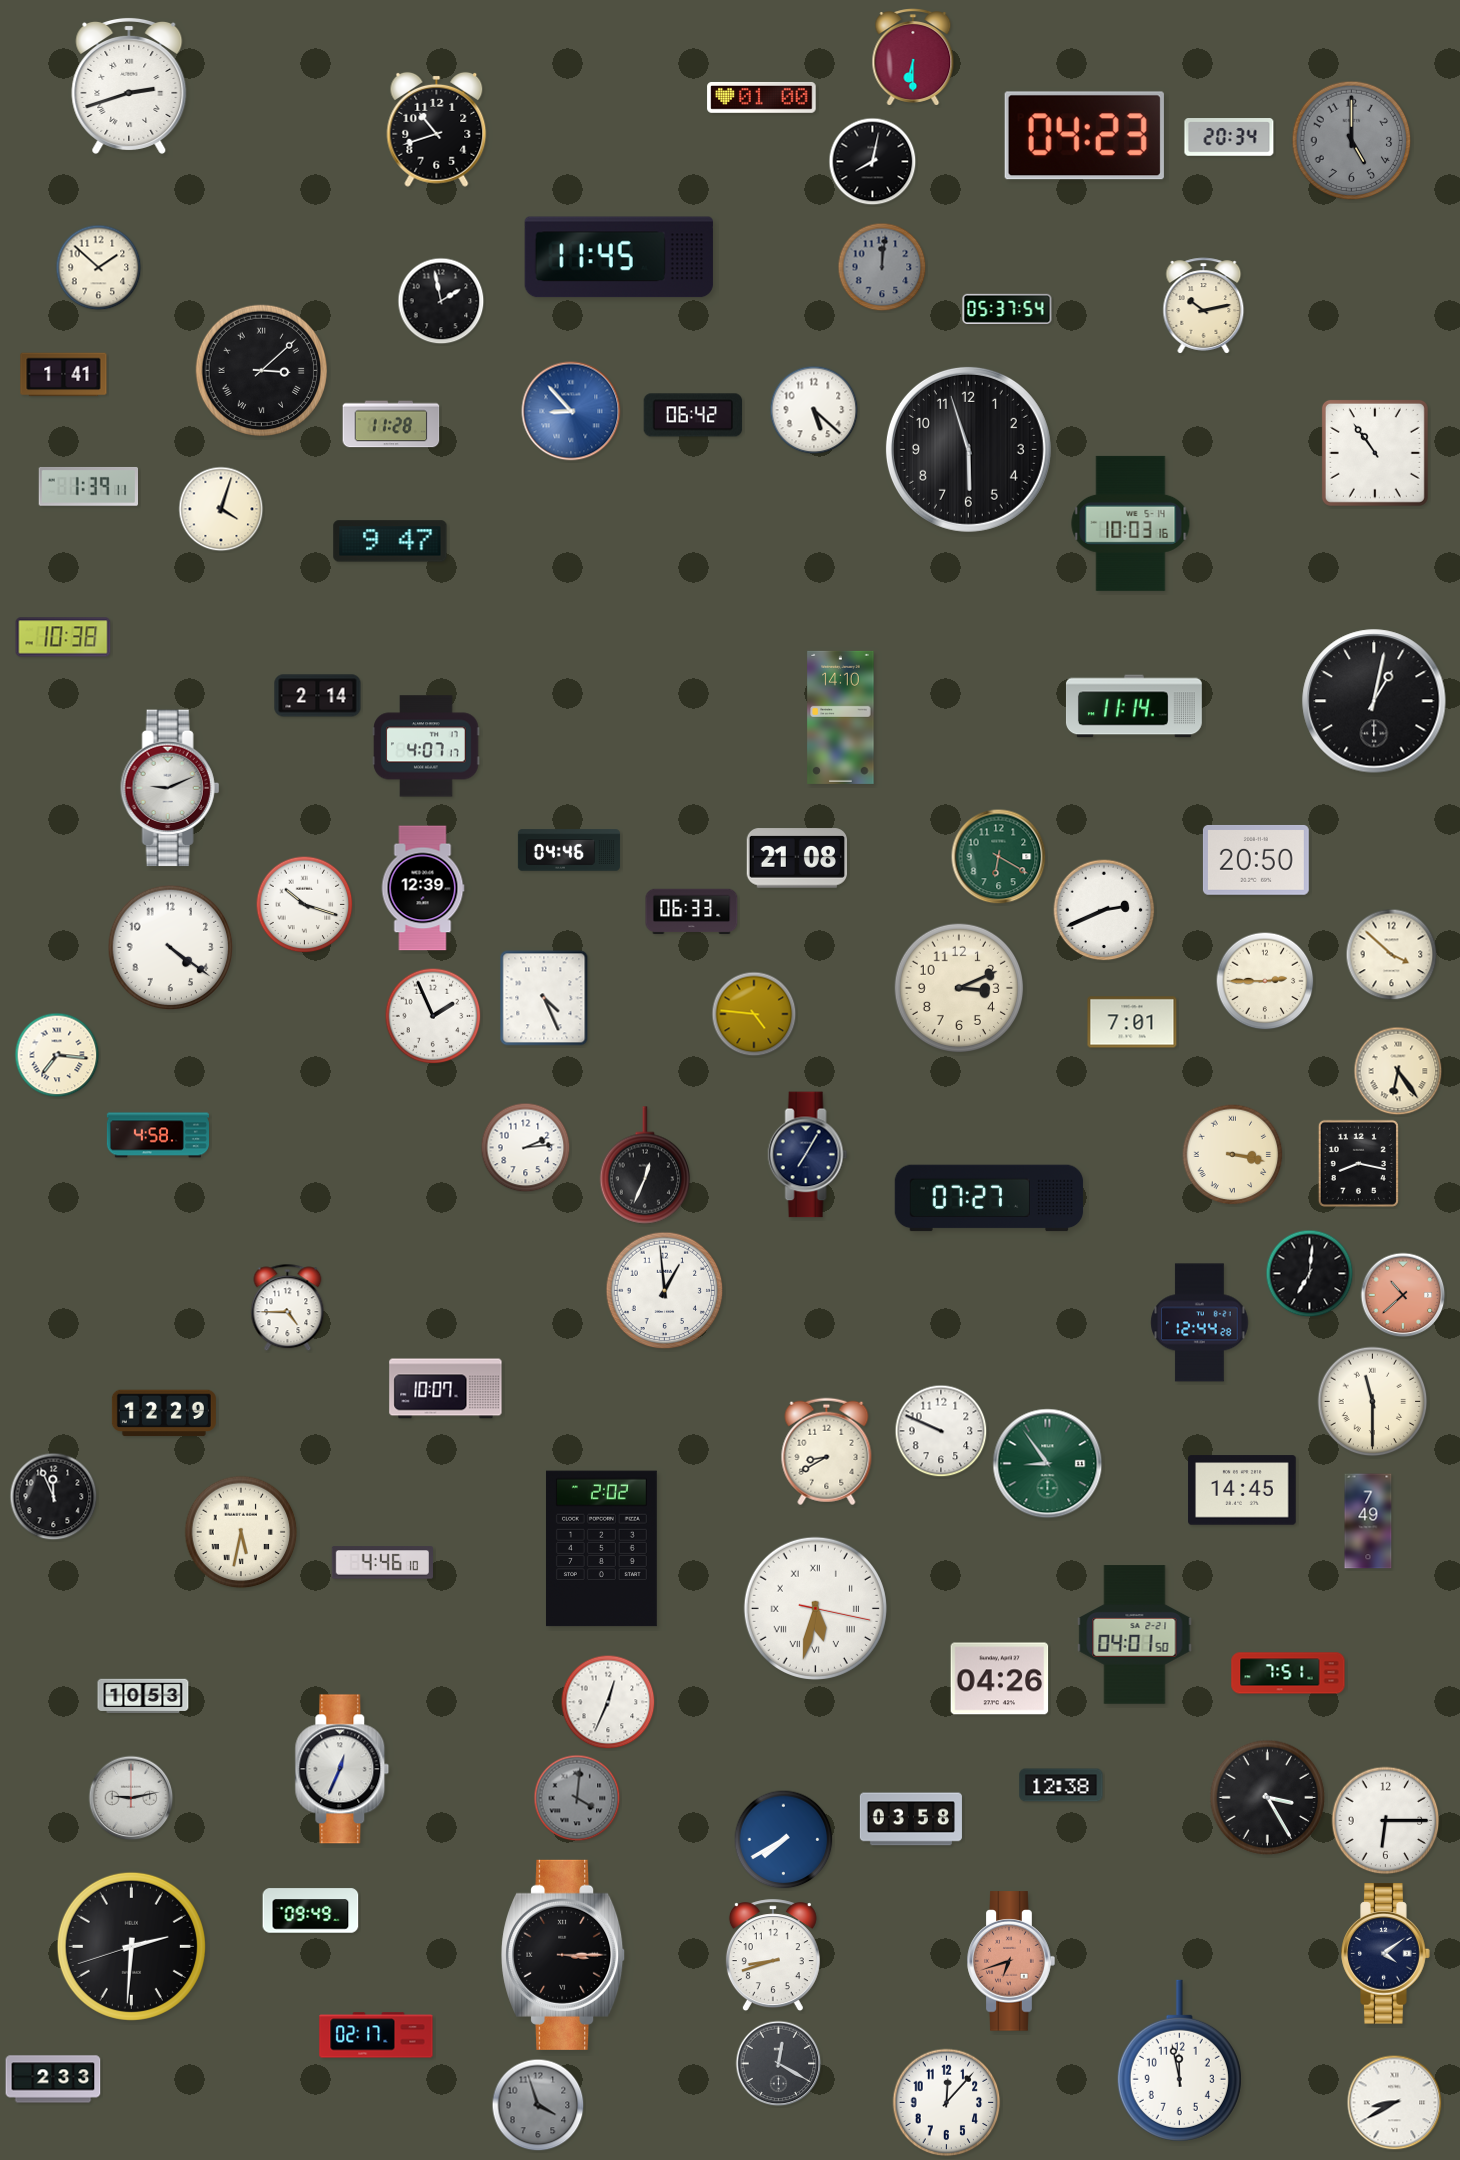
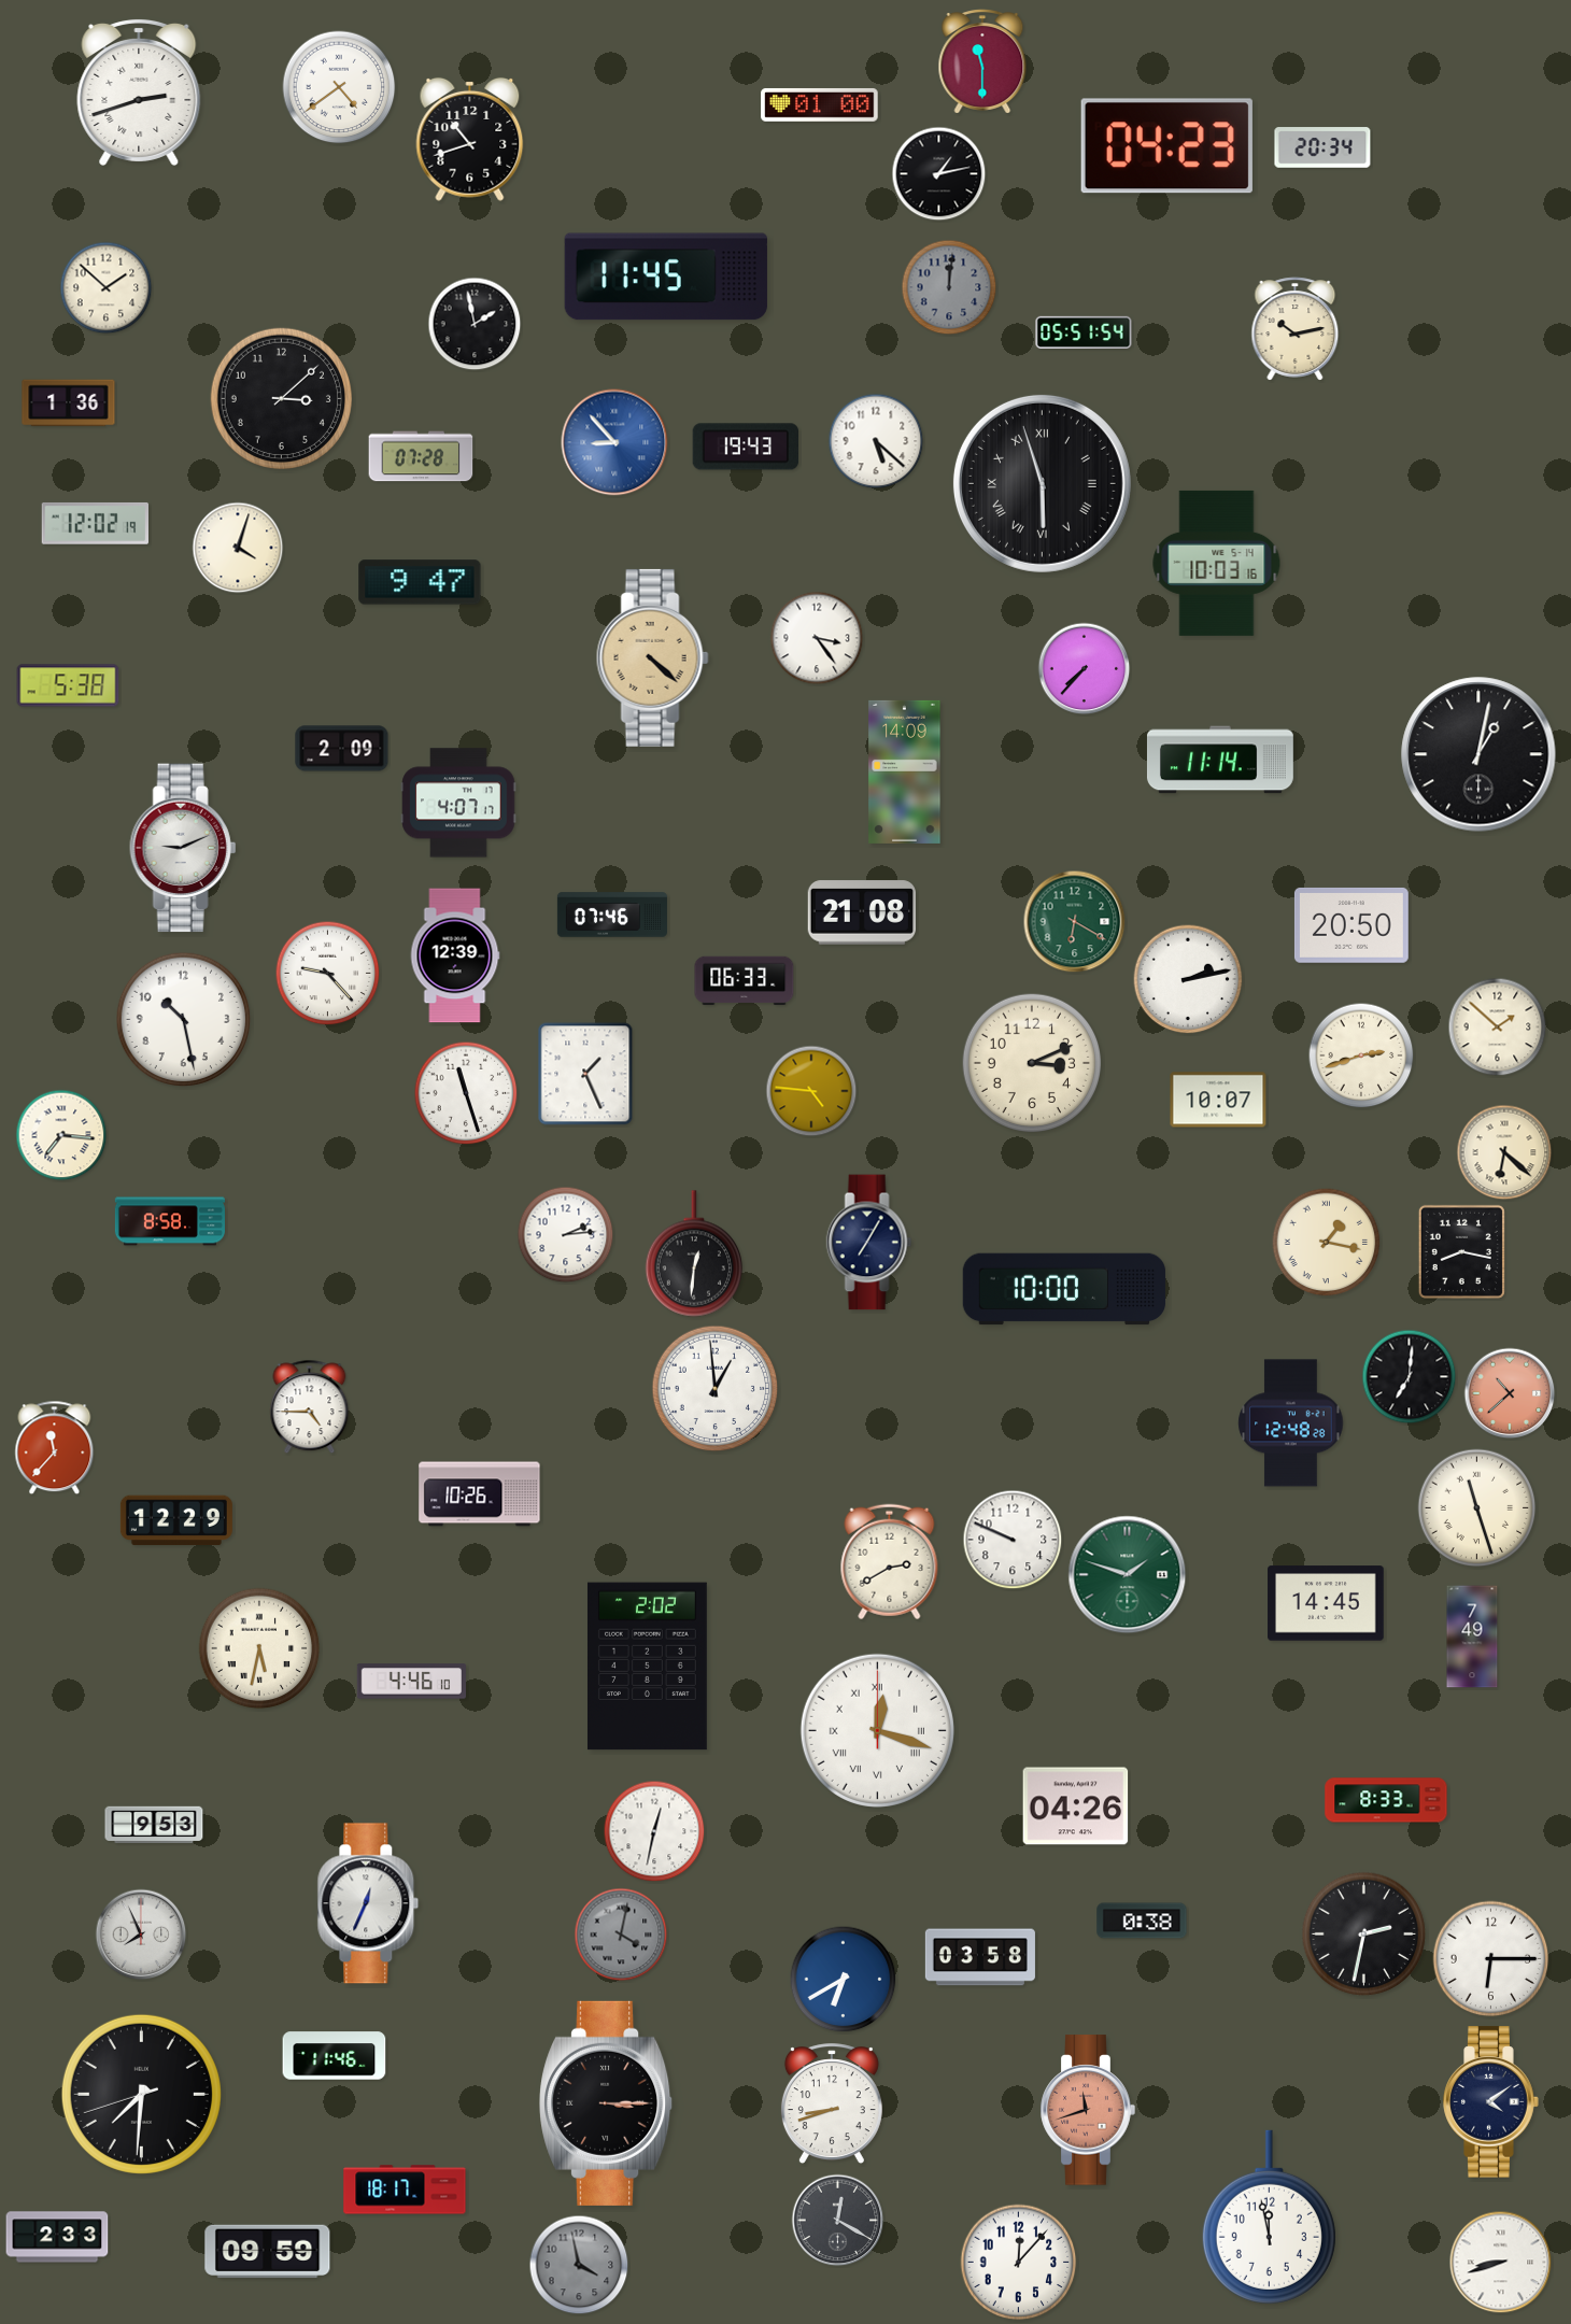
clock at (913, 57): 6:30 -> 11:30
clock at (339, 87): none -> 4:39
clock at (1352, 141): 5:00 -> none
clock at (873, 162): 8:02 -> 1:13
clock at (1007, 308): 05:37 -> 05:51
clock at (261, 370) numerals: Roman -> Arabic
clock at (64, 375): 1:41 -> 1:36
clock at (693, 415): 06:42 -> 19:43
clock at (391, 424): 11:28 -> 07:28
clock at (968, 449) numerals: Arabic -> Roman
clock at (1375, 453): 10:54 -> none
clock at (88, 486): 1:39 -> 12:02
clock at (817, 638): none -> 3:24
clock at (652, 657): none -> 4:22
clock at (1085, 669): none -> 7:37
clock at (63, 637): 10:38 -> 5:38
clock at (318, 696): 2:14 -> 2:09
clock at (841, 717): 14:10 -> 14:09
clock at (569, 850): 04:46 -> 07:46
clock at (796, 858) position: (796, 858) -> (861, 912)
clock at (305, 905): 10:18 -> 9:23
clock at (1104, 910): 2:41 -> 2:13
clock at (171, 948): 4:21 -> 10:28
clock at (1392, 955): 3:52 -> 1:52
clock at (1265, 981): 2:45 -> 2:42
clock at (544, 998): 4:26 -> 1:26
clock at (433, 1016): 1:56 -> 11:27
clock at (1132, 1022): 7:01 -> 10:07
clock at (1398, 1071): 6:24 -> 6:22
clock at (158, 1135): 4:58 -> 8:58
clock at (1233, 1155): 3:17 -> 1:17
clock at (645, 1165): 12:34 -> 12:31
clock at (989, 1198): 07:27 -> 10:00
clock at (1310, 1274) position: (1310, 1274) -> (1410, 1377)
clock at (1200, 1323): 12:44 -> 12:48
clock at (55, 1448): none -> 11:37
clock at (446, 1389): 10:07 -> 10:26
clock at (1373, 1402): 11:30 -> 11:27
clock at (827, 1452): 8:40 -> 2:40
clock at (1048, 1464): 8:54 -> 1:48
clock at (1242, 1490) position: (1242, 1490) -> (1326, 1603)
clock at (54, 1497): 11:56 -> none
clock at (815, 1608): 5:32 -> 12:18
clock at (1135, 1635): 04:01 -> none
clock at (1288, 1673): 7:51 -> 8:33
clock at (143, 1695): 10:53 -> 9:53
clock at (608, 1702): 12:34 -> 12:32
clock at (1061, 1785): 12:38 -> 0:38
clock at (131, 1798): 9:13 -> 7:56
clock at (577, 1798): 4:01 -> 4:02
clock at (1268, 1798): 3:25 -> 2:32
clock at (784, 1840): 7:40 -> 6:40
clock at (311, 1911): 09:49 -> 11:46
clock at (131, 1946): 2:30 -> 7:30
clock at (1011, 1961): 6:42 -> 11:42
clock at (376, 2035): 02:17 -> 18:17
clock at (268, 2252): none -> 09:59
clock at (1395, 2103): 8:40 -> 8:42
clock at (538, 2105): 3:57 -> 3:58
